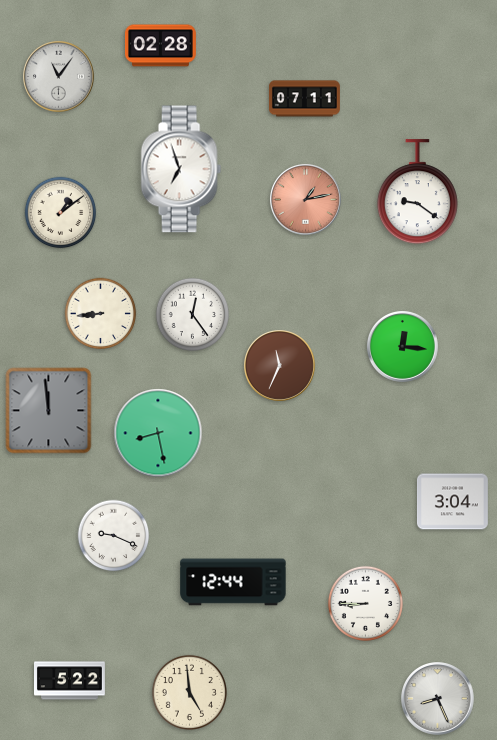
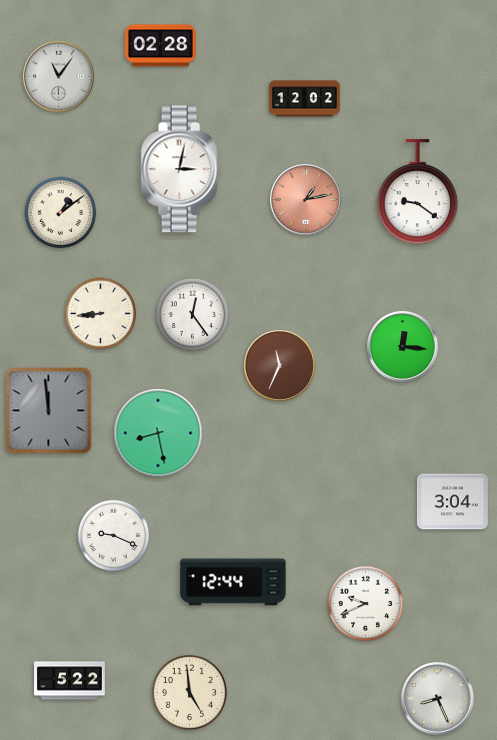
clock at (304, 99): 07:11 -> 12:02
clock at (181, 169): 6:57 -> 3:02
clock at (365, 603): 8:45 -> 9:41
